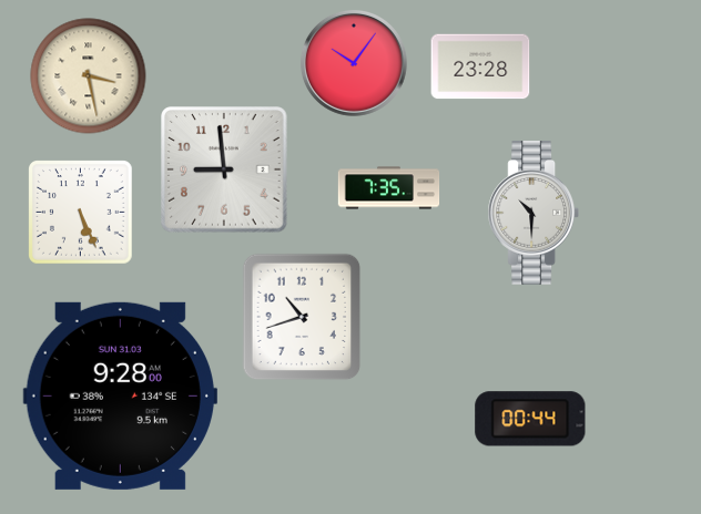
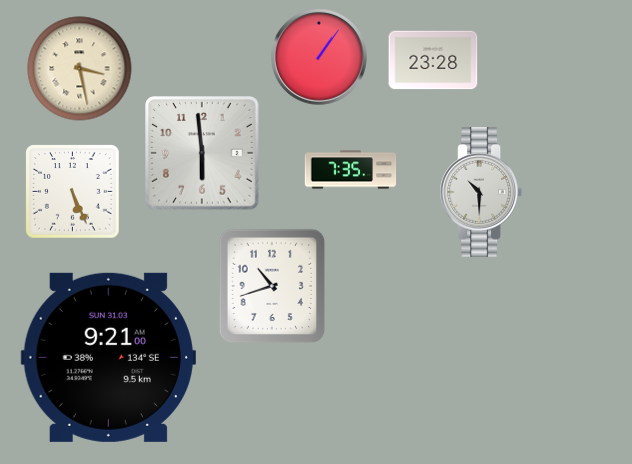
clock at (355, 64): 10:06 -> 1:06
clock at (224, 169): 8:59 -> 5:59
clock at (120, 395): 9:28 -> 9:21
clock at (530, 419): 00:44 -> none
